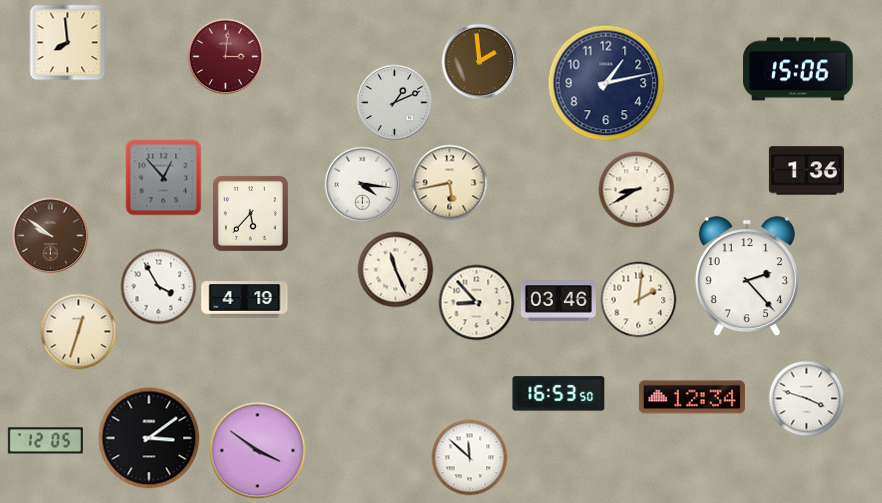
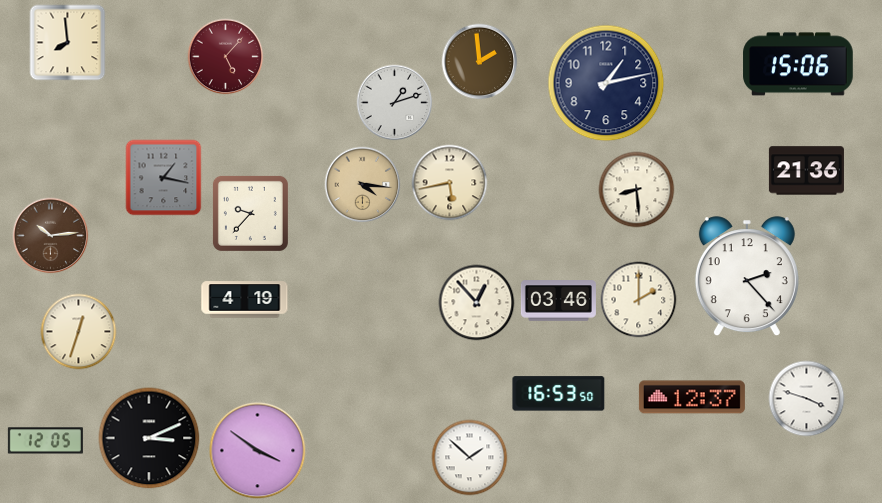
clock at (226, 57): 3:01 -> 5:07
clock at (798, 69) position: (798, 69) -> (798, 64)
clock at (395, 103): 1:11 -> 1:12
clock at (806, 171): 1:36 -> 21:36
clock at (164, 178): 12:53 -> 1:17
clock at (363, 185) dial: white -> champagne
clock at (637, 190): 8:40 -> 8:29
clock at (250, 213): 5:37 -> 9:37
clock at (51, 236): 9:51 -> 10:14
clock at (396, 270): 11:26 -> none
clock at (159, 287): 3:55 -> none
clock at (639, 300): 2:01 -> 2:00
clock at (477, 303): 8:53 -> 12:53
clock at (692, 397): 12:34 -> 12:37
clock at (149, 438): 3:09 -> 3:11
clock at (470, 458): 11:52 -> 1:52
